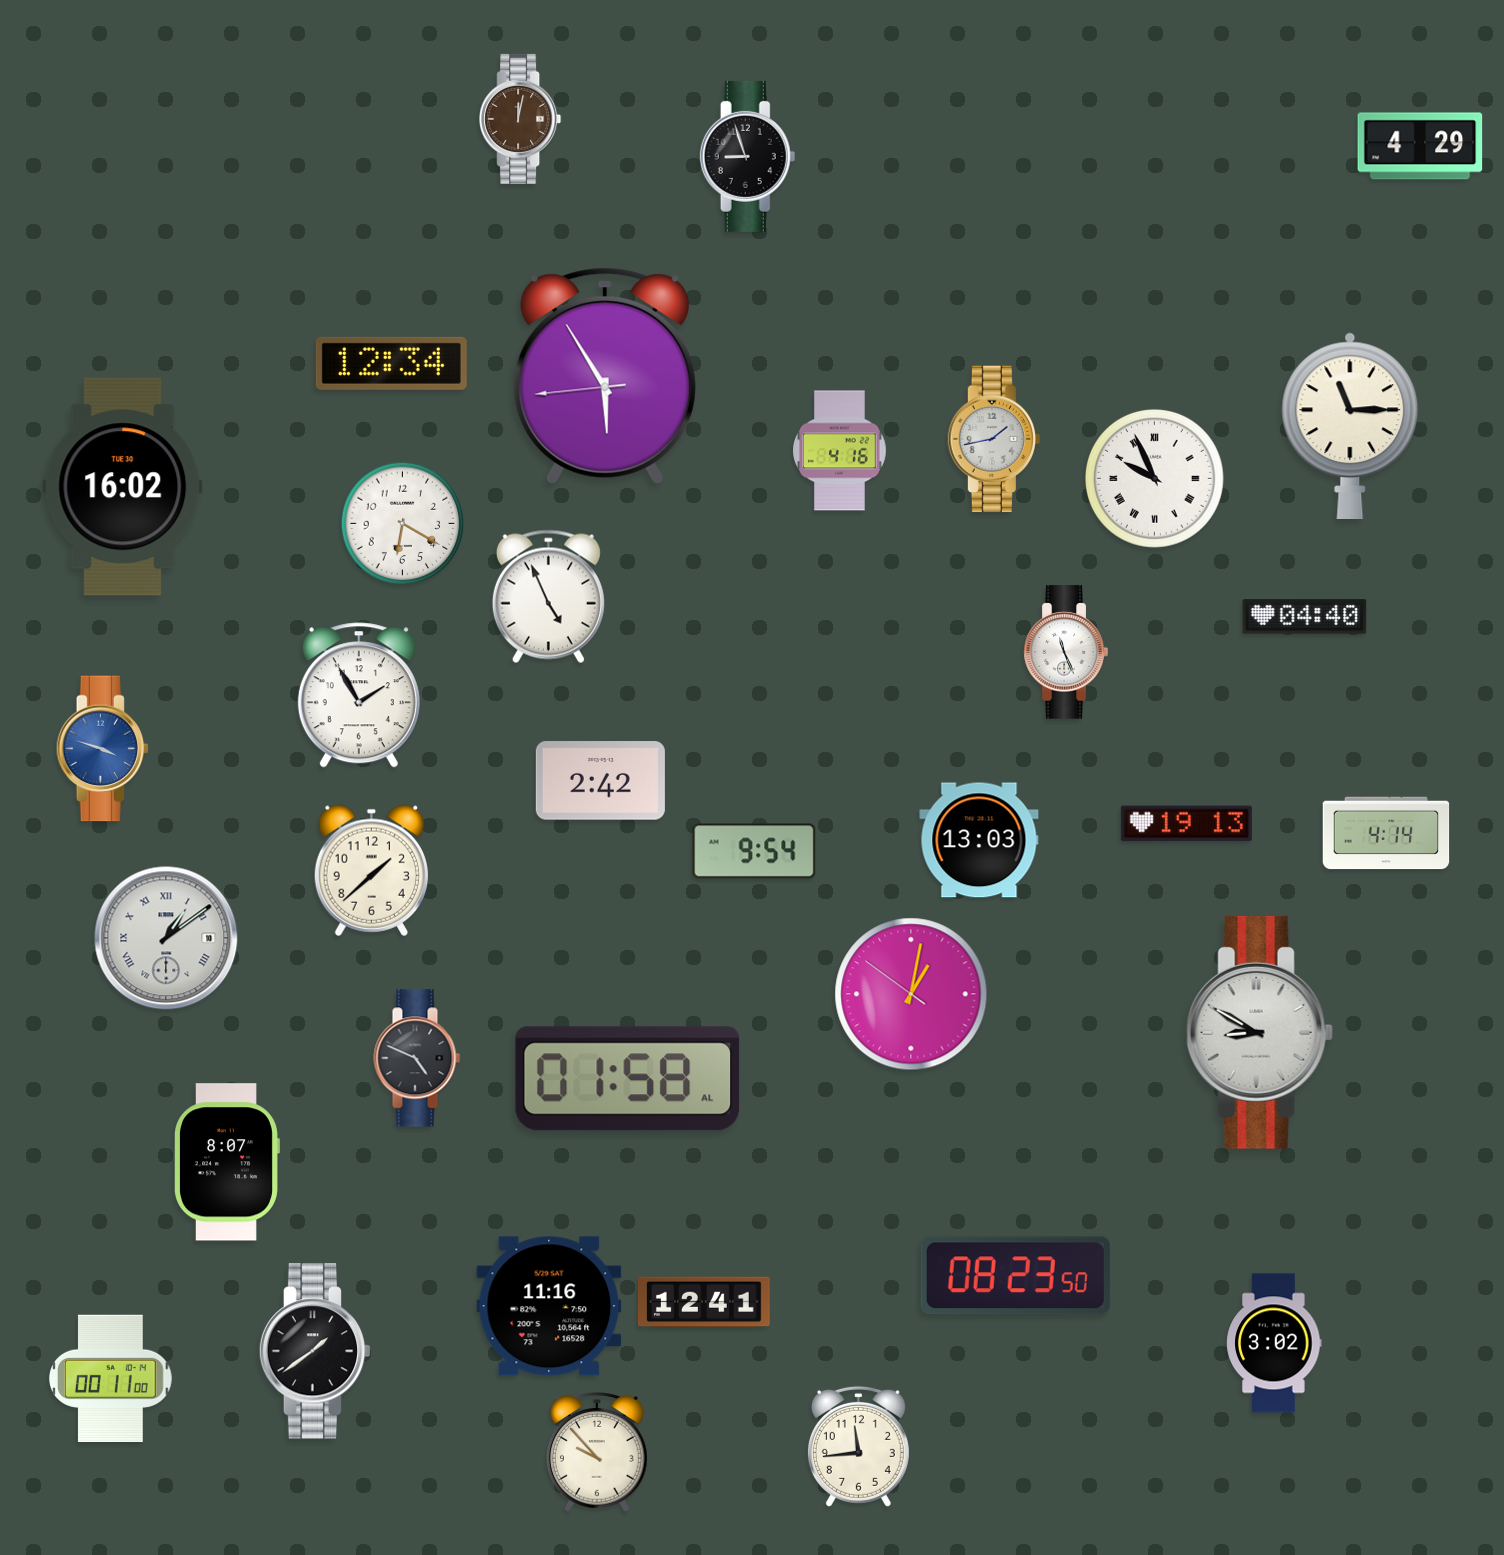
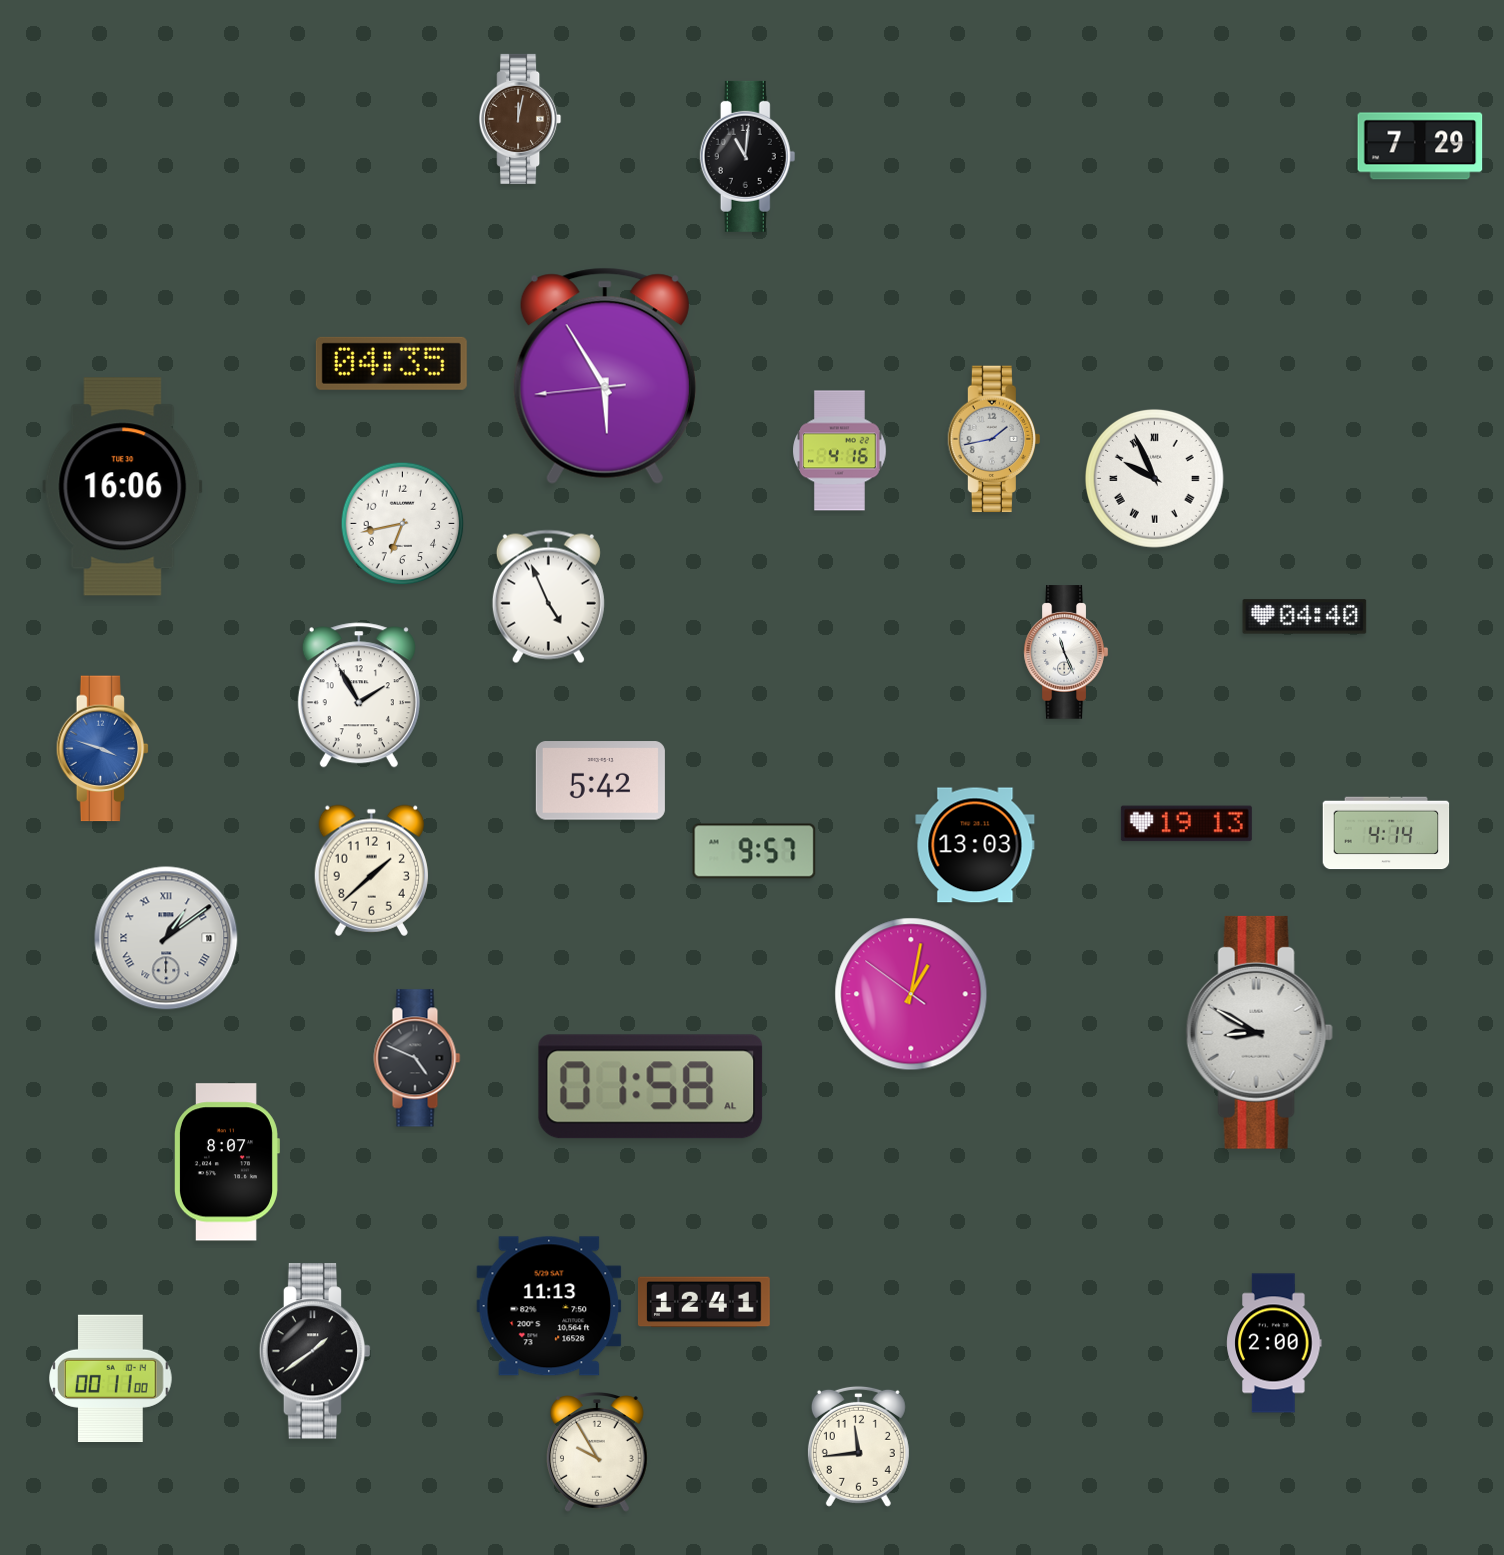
clock at (1420, 146): 4:29 -> 7:29
clock at (748, 156): 8:57 -> 11:01
clock at (391, 363): 12:34 -> 04:35
clock at (1350, 425): 11:15 -> none
clock at (123, 487): 16:02 -> 16:06
clock at (403, 524): 6:20 -> 6:43
clock at (600, 781): 2:42 -> 5:42
clock at (979, 840) position: (979, 840) -> (975, 845)
clock at (754, 851): 9:54 -> 9:57
clock at (628, 1079) position: (628, 1079) -> (651, 1087)
clock at (1015, 1276): 08:23 -> none
clock at (549, 1306): 11:16 -> 11:13
clock at (1274, 1343): 3:02 -> 2:00
clock at (597, 1453): 9:53 -> 9:55
